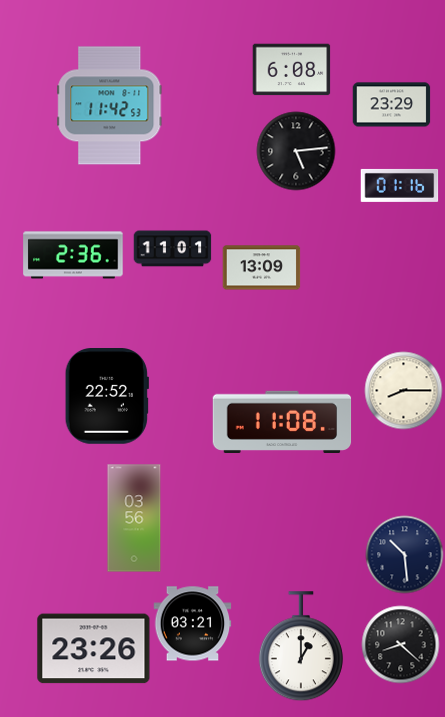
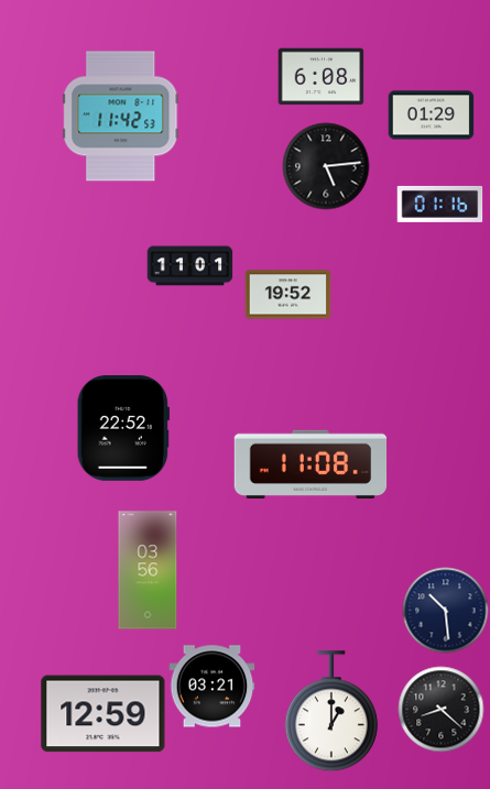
clock at (391, 105): 23:29 -> 01:29
clock at (172, 249) position: (172, 249) -> (189, 266)
clock at (73, 255): 2:36 -> none
clock at (261, 268): 13:09 -> 19:52
clock at (403, 390): 8:15 -> none
clock at (107, 396) position: (107, 396) -> (123, 428)
clock at (94, 649): 23:26 -> 12:59
